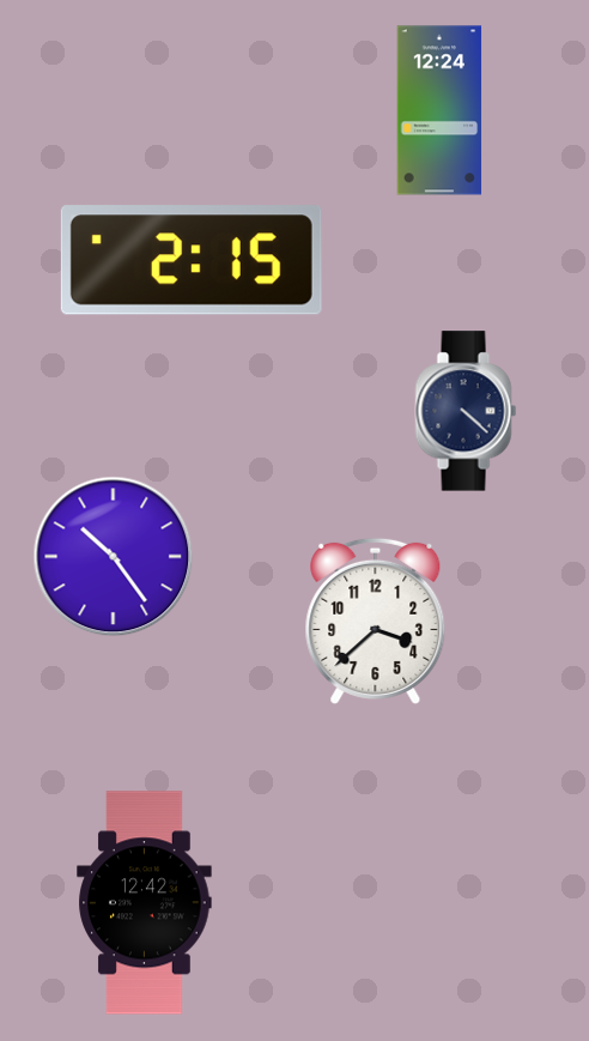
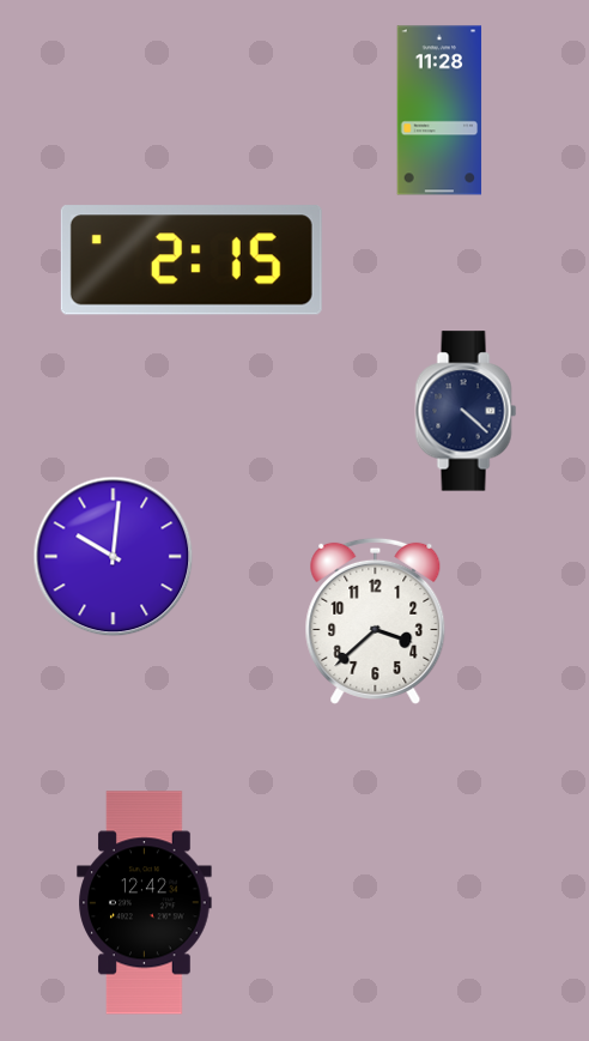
clock at (439, 110): 12:24 -> 11:28
clock at (114, 557): 10:24 -> 10:01
